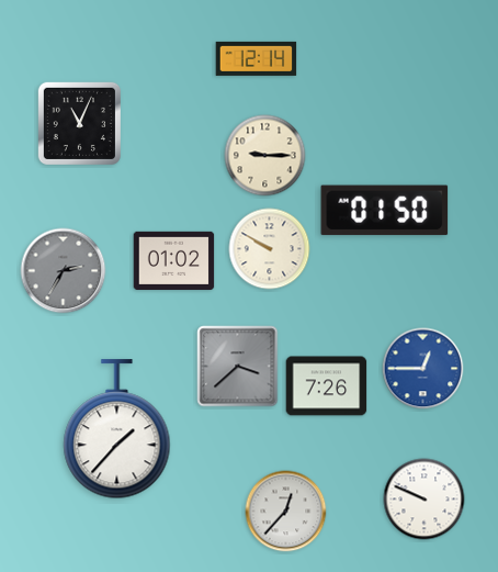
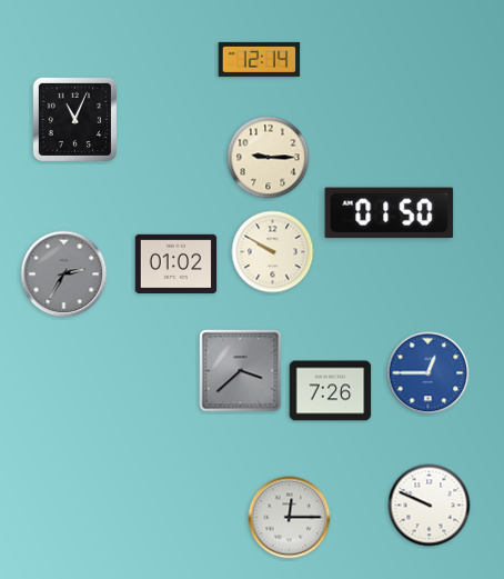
clock at (79, 123) position: (79, 123) -> (74, 119)
clock at (117, 429): 1:37 -> none
clock at (286, 512): 12:37 -> 12:15
